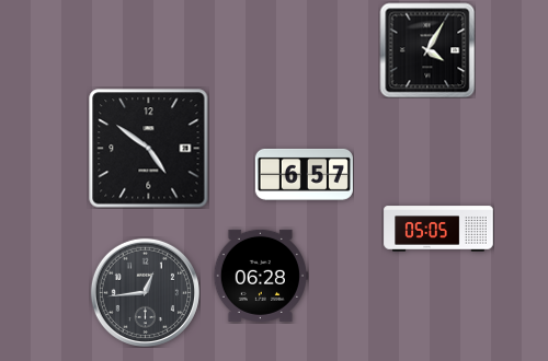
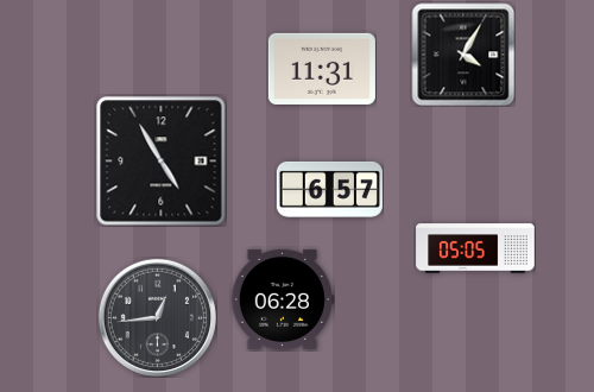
clock at (322, 69): none -> 11:31
clock at (148, 148): 4:51 -> 4:55
